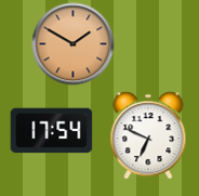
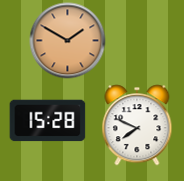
clock at (52, 131): 17:54 -> 15:28
clock at (148, 135): 6:49 -> 7:49
